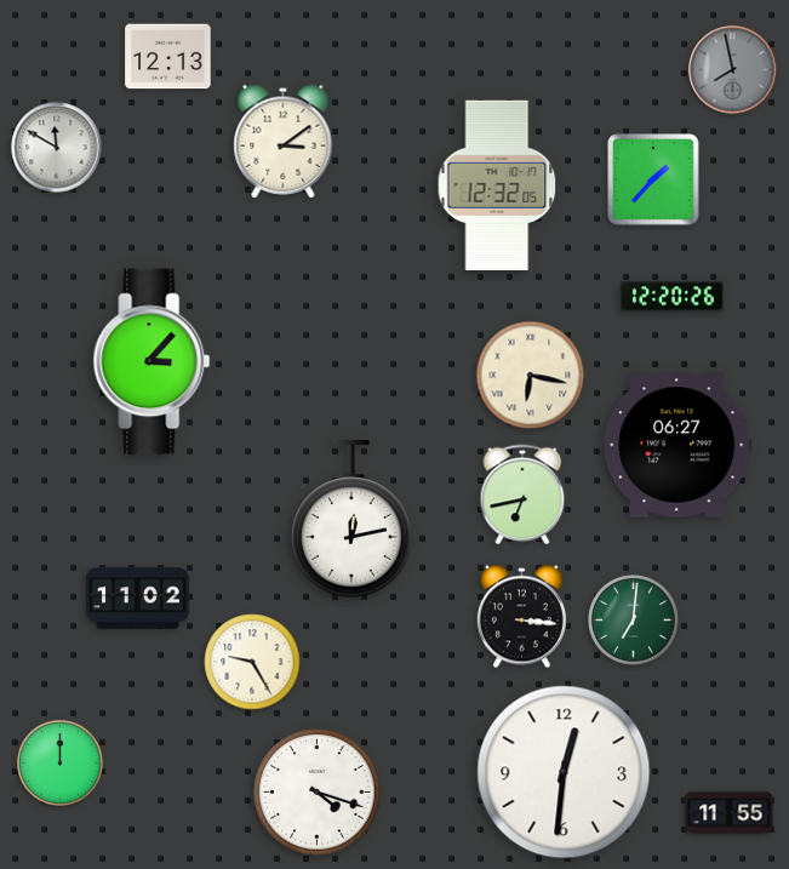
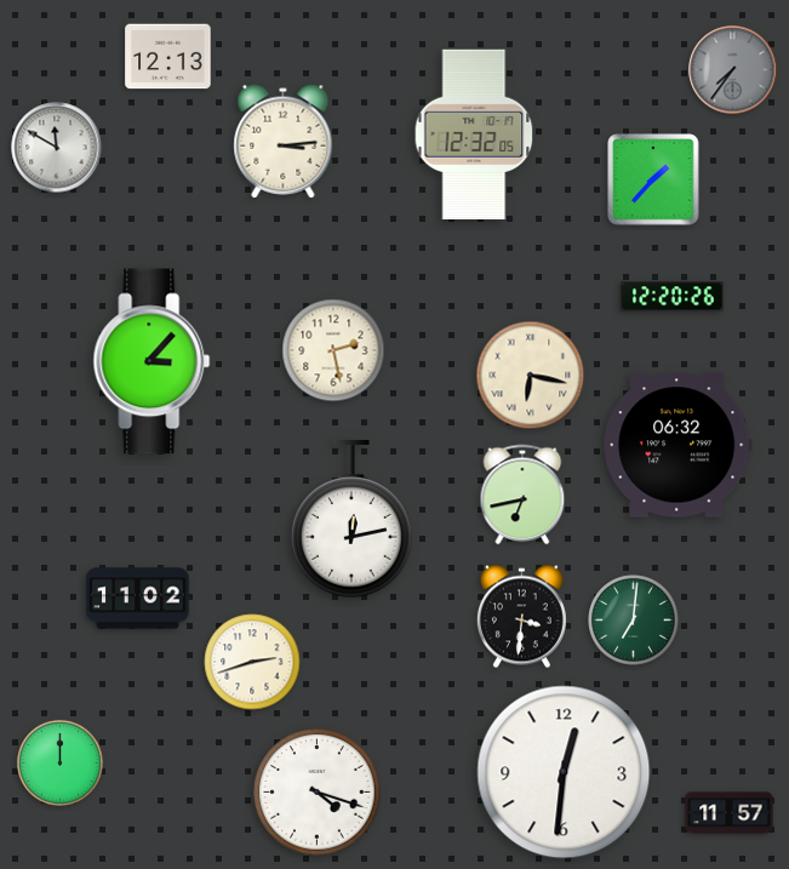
clock at (733, 70): 7:58 -> 7:36
clock at (284, 142): 3:09 -> 3:14
clock at (497, 184) position: (497, 184) -> (474, 133)
clock at (333, 350): none -> 2:28
clock at (677, 445): 06:27 -> 06:32
clock at (521, 617): 3:16 -> 3:31
clock at (252, 662): 9:25 -> 2:42
clock at (730, 813): 11:55 -> 11:57
